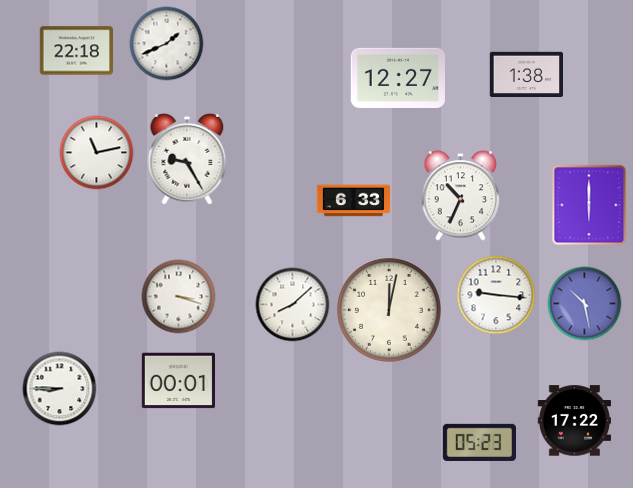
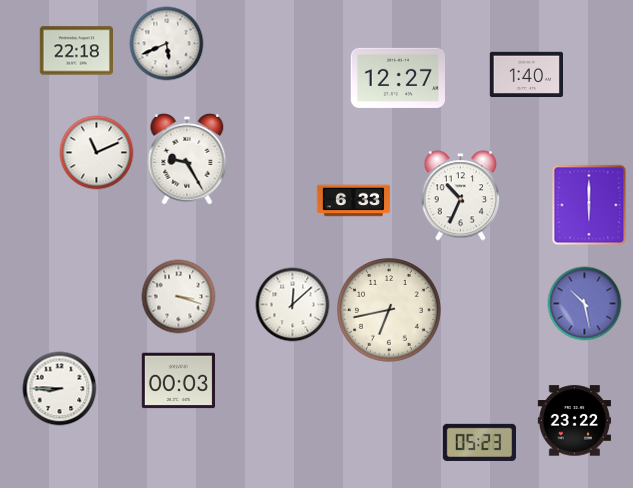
clock at (167, 44): 1:41 -> 5:41
clock at (526, 75): 1:38 -> 1:40
clock at (97, 153): 11:13 -> 11:11
clock at (496, 295): 9:16 -> none
clock at (293, 305): 8:08 -> 12:08
clock at (390, 311): 12:02 -> 6:43
clock at (178, 381): 00:01 -> 00:03
clock at (574, 421): 17:22 -> 23:22
